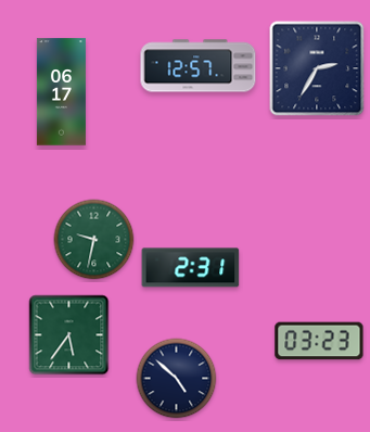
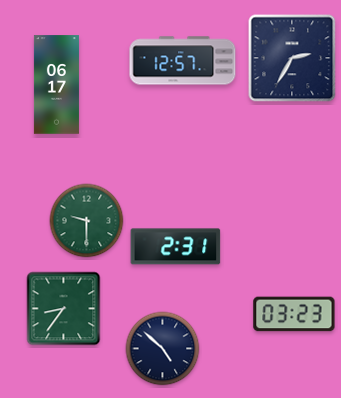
clock at (317, 68) position: (317, 68) -> (292, 58)
clock at (94, 240): 9:32 -> 9:30
clock at (69, 335): 5:36 -> 8:36
